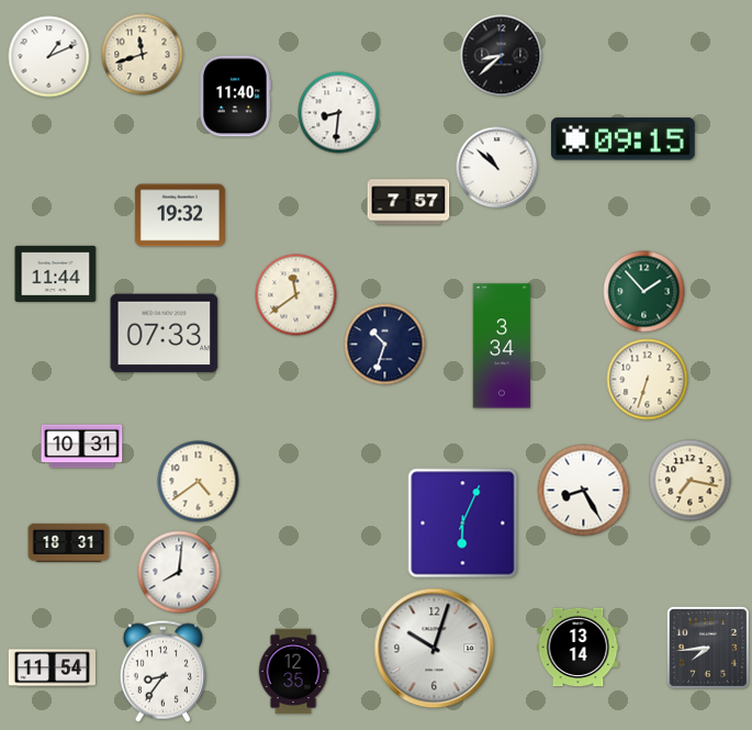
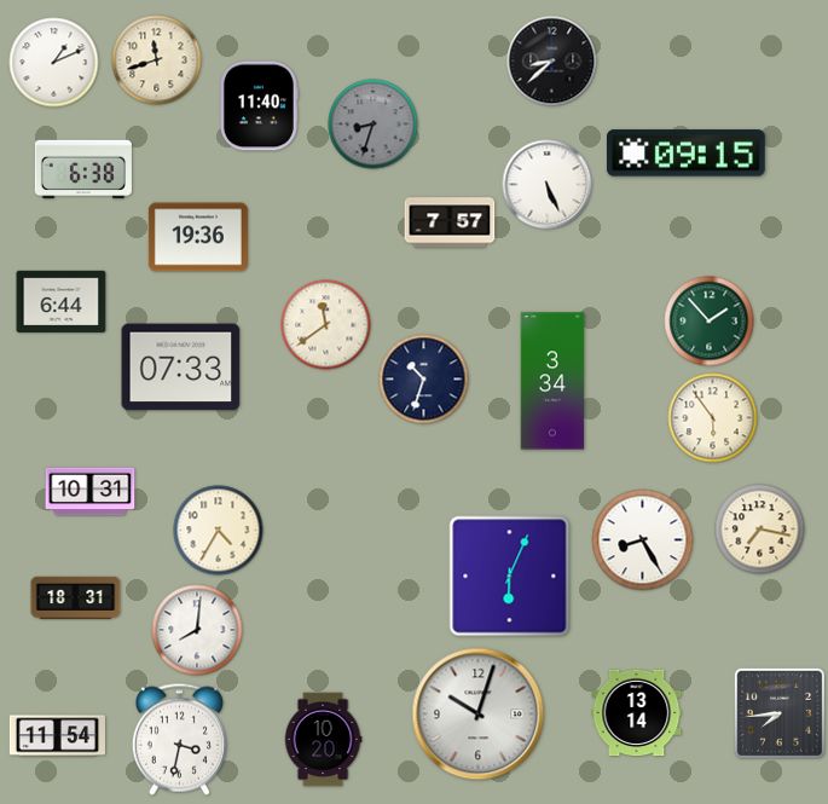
clock at (339, 113): 8:31 -> 8:33
clock at (339, 113) dial: white -> grey
clock at (83, 169): none -> 6:38
clock at (497, 168): 10:52 -> 5:26
clock at (180, 215): 19:32 -> 19:36
clock at (56, 273): 11:44 -> 6:44
clock at (648, 380): 6:33 -> 5:54
clock at (199, 482): 4:39 -> 4:35
clock at (162, 671): 8:36 -> 3:32
clock at (293, 672): 12:35 -> 10:20
